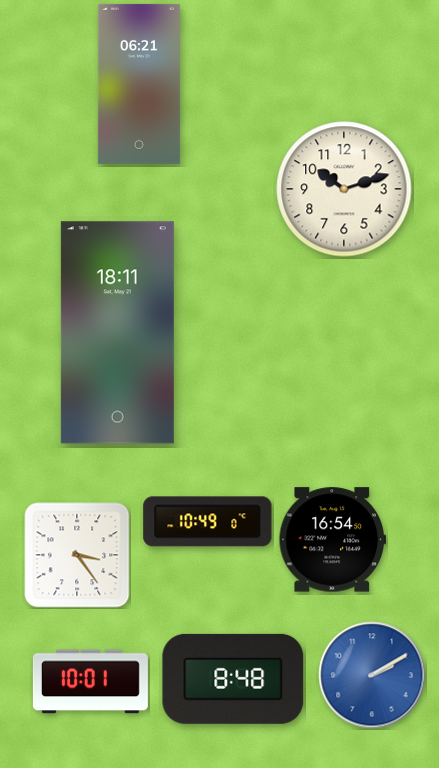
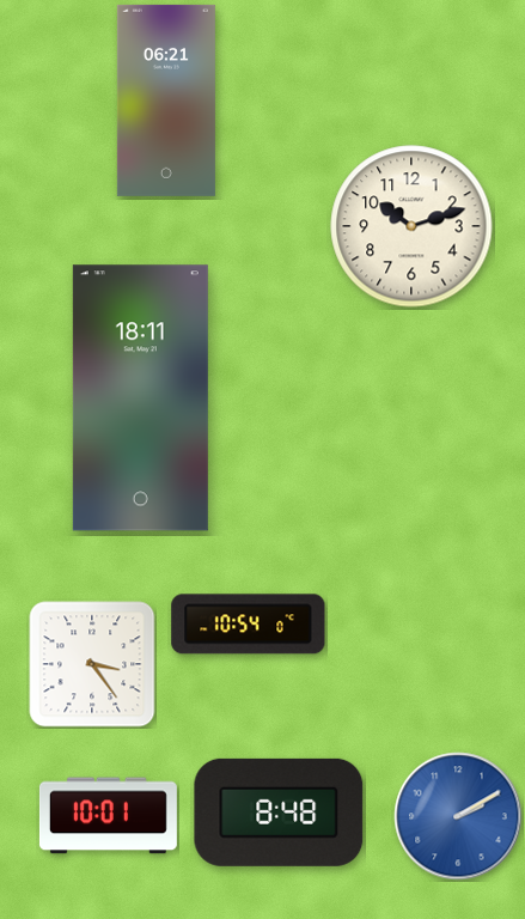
clock at (208, 522): 10:49 -> 10:54
clock at (332, 540): 16:54 -> none
clock at (372, 675) position: (372, 675) -> (458, 816)
